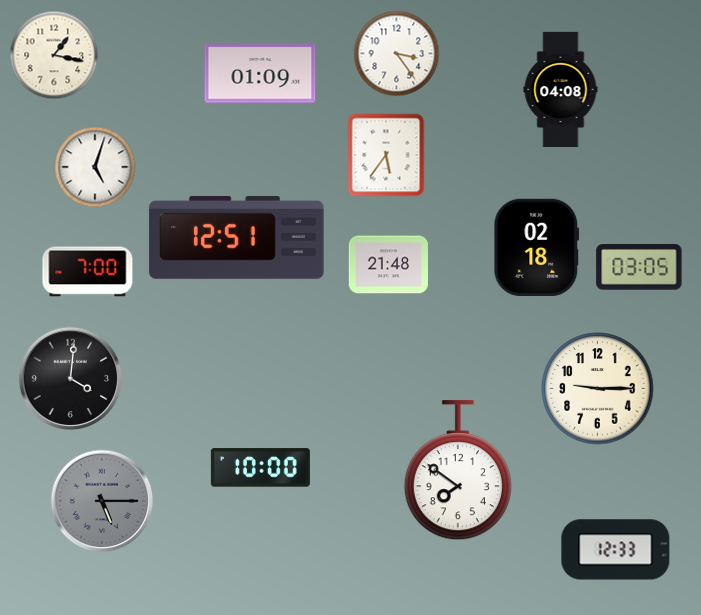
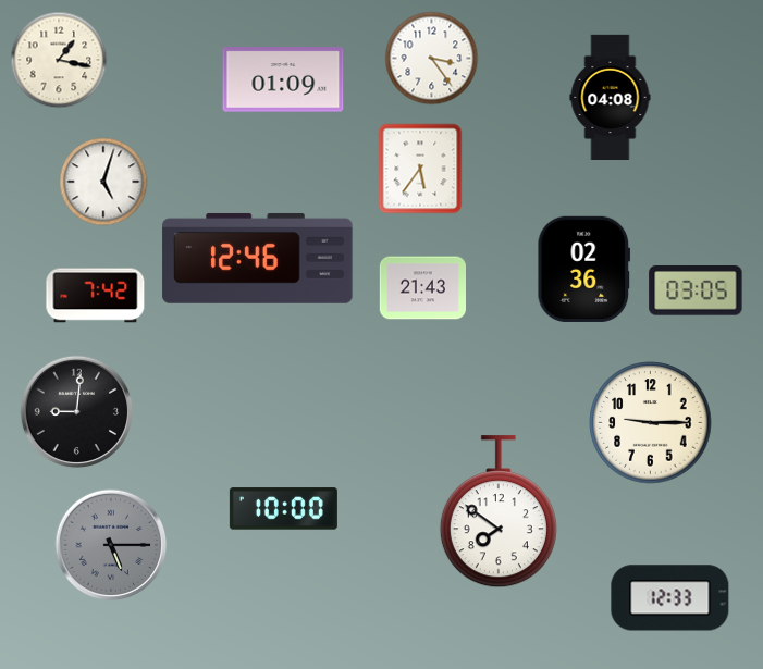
clock at (237, 237): 12:51 -> 12:46
clock at (537, 247): 02:18 -> 02:36
clock at (388, 265): 21:48 -> 21:43
clock at (88, 272): 7:00 -> 7:42
clock at (71, 379): 4:01 -> 9:01
